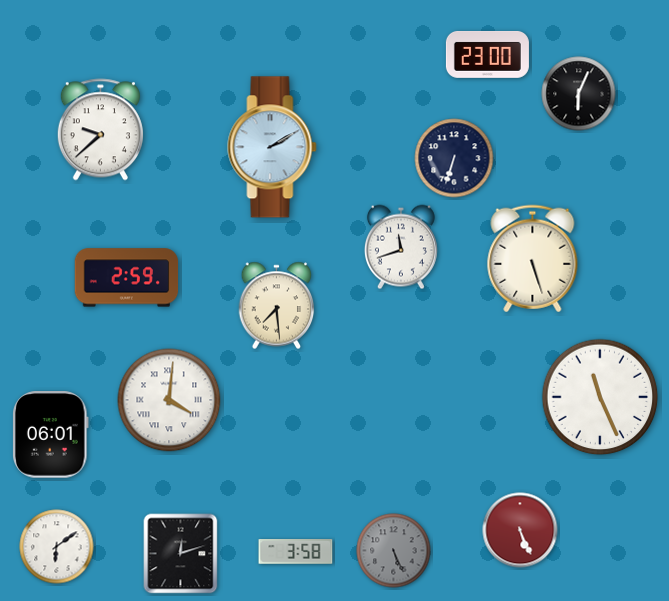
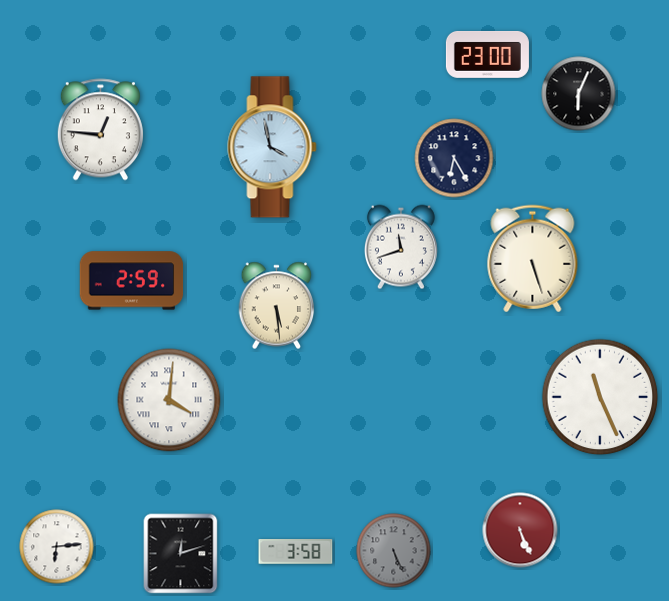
clock at (100, 130): 9:38 -> 12:46
clock at (272, 147): 2:10 -> 3:58
clock at (454, 158): 6:33 -> 6:25
clock at (127, 278) position: (127, 278) -> (132, 281)
clock at (277, 306): 7:29 -> 5:29
clock at (51, 435): 06:01 -> none
clock at (57, 547): 6:09 -> 6:14
